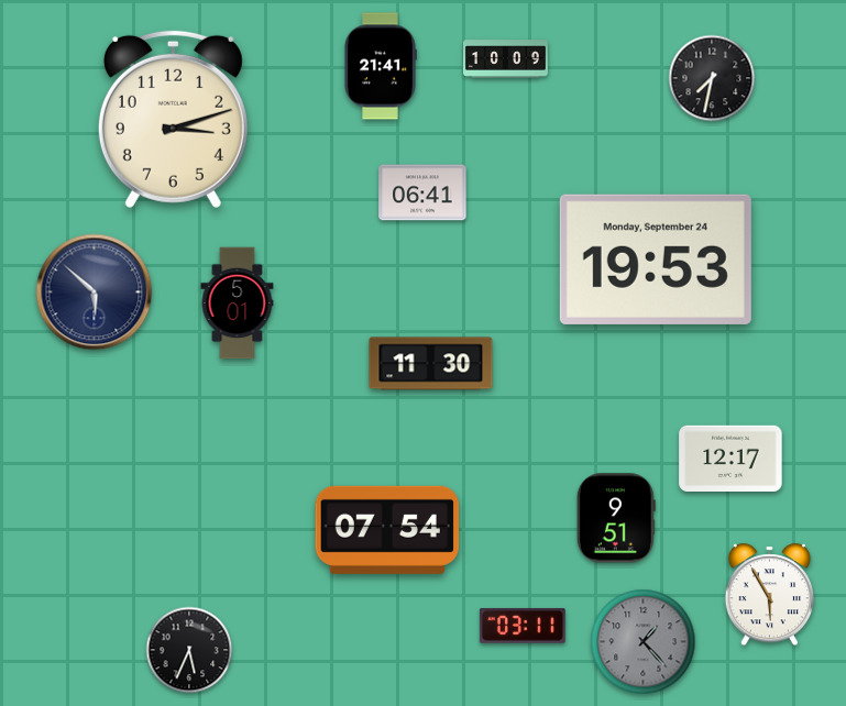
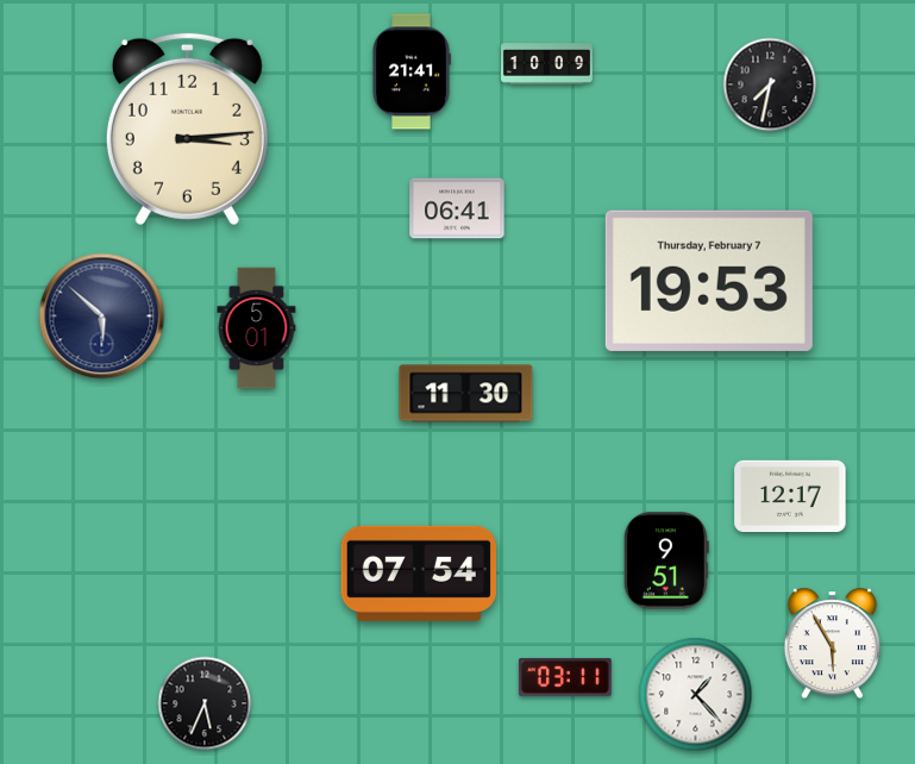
clock at (173, 119): 3:12 -> 3:14
clock at (656, 260) date: Monday, September 24 -> Thursday, February 7
clock at (644, 642) dial: grey -> white
